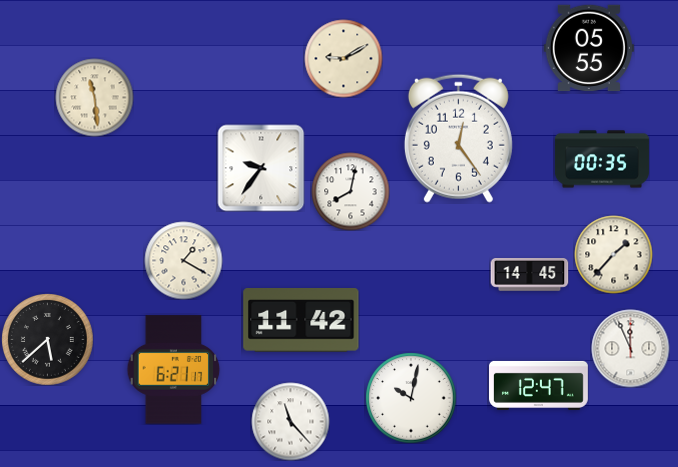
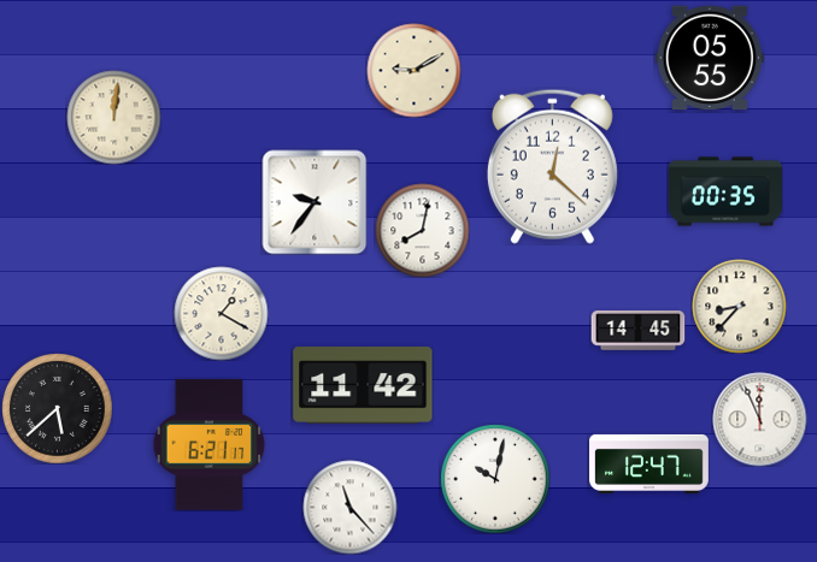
clock at (94, 97): 11:29 -> 12:01
clock at (458, 138): 12:24 -> 12:22
clock at (613, 254): 1:37 -> 8:37
